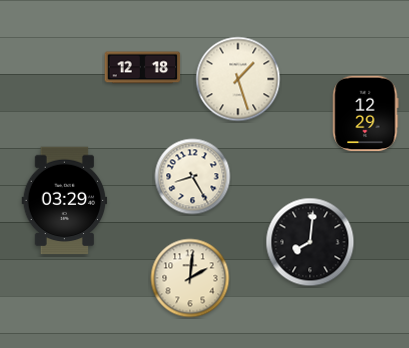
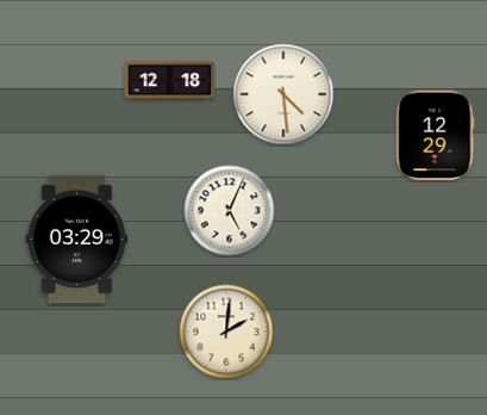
clock at (238, 79): 1:27 -> 4:29
clock at (193, 177): 8:25 -> 5:04
clock at (310, 242): 8:01 -> none
